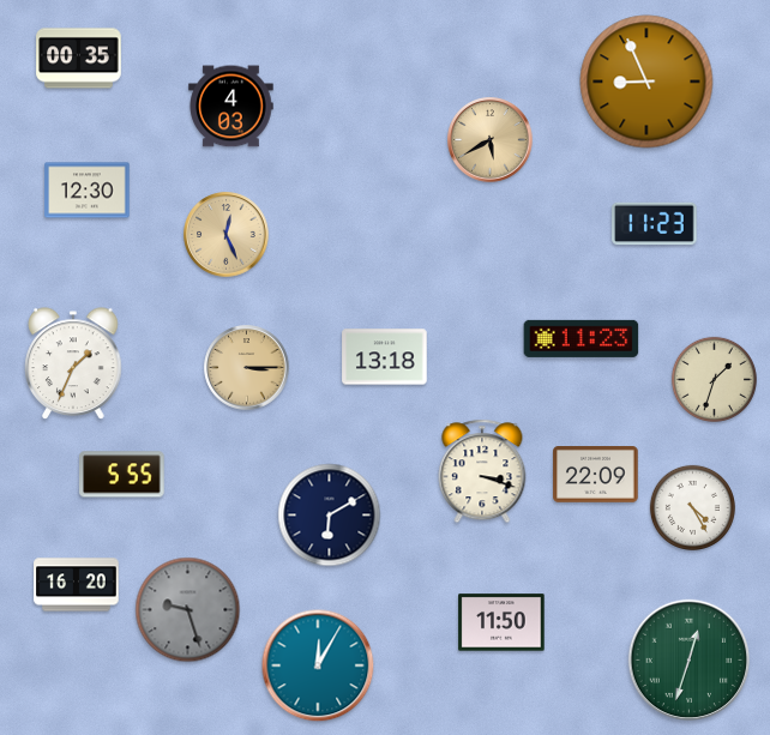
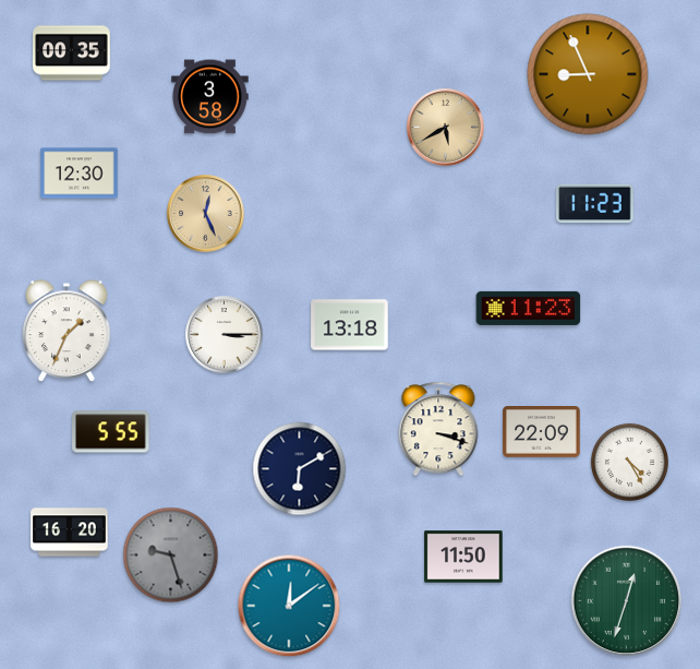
clock at (231, 107): 4:03 -> 3:58
clock at (247, 368) dial: champagne -> white
clock at (714, 379): 1:33 -> none
clock at (501, 622) position: (501, 622) -> (463, 557)
clock at (318, 665): 12:05 -> 12:09
